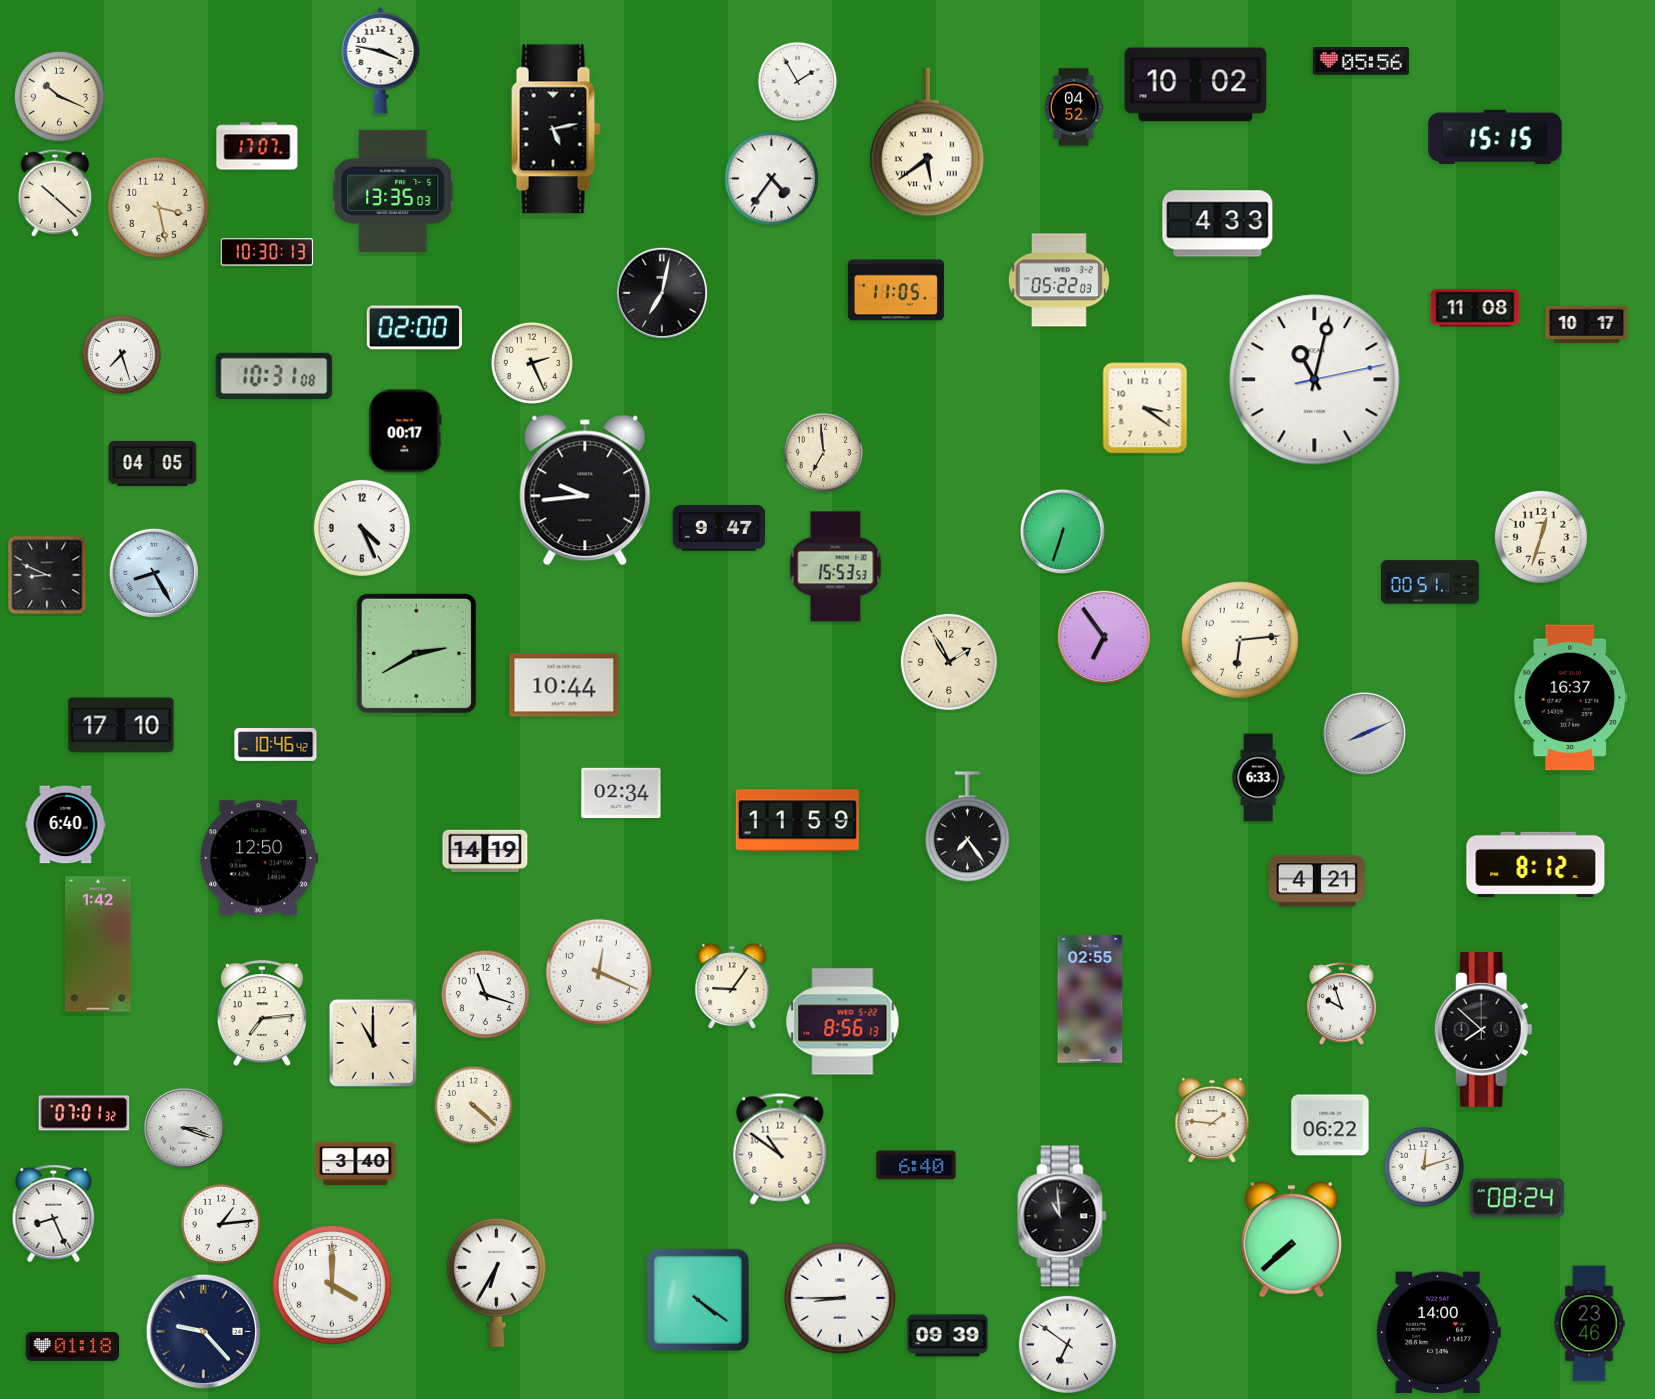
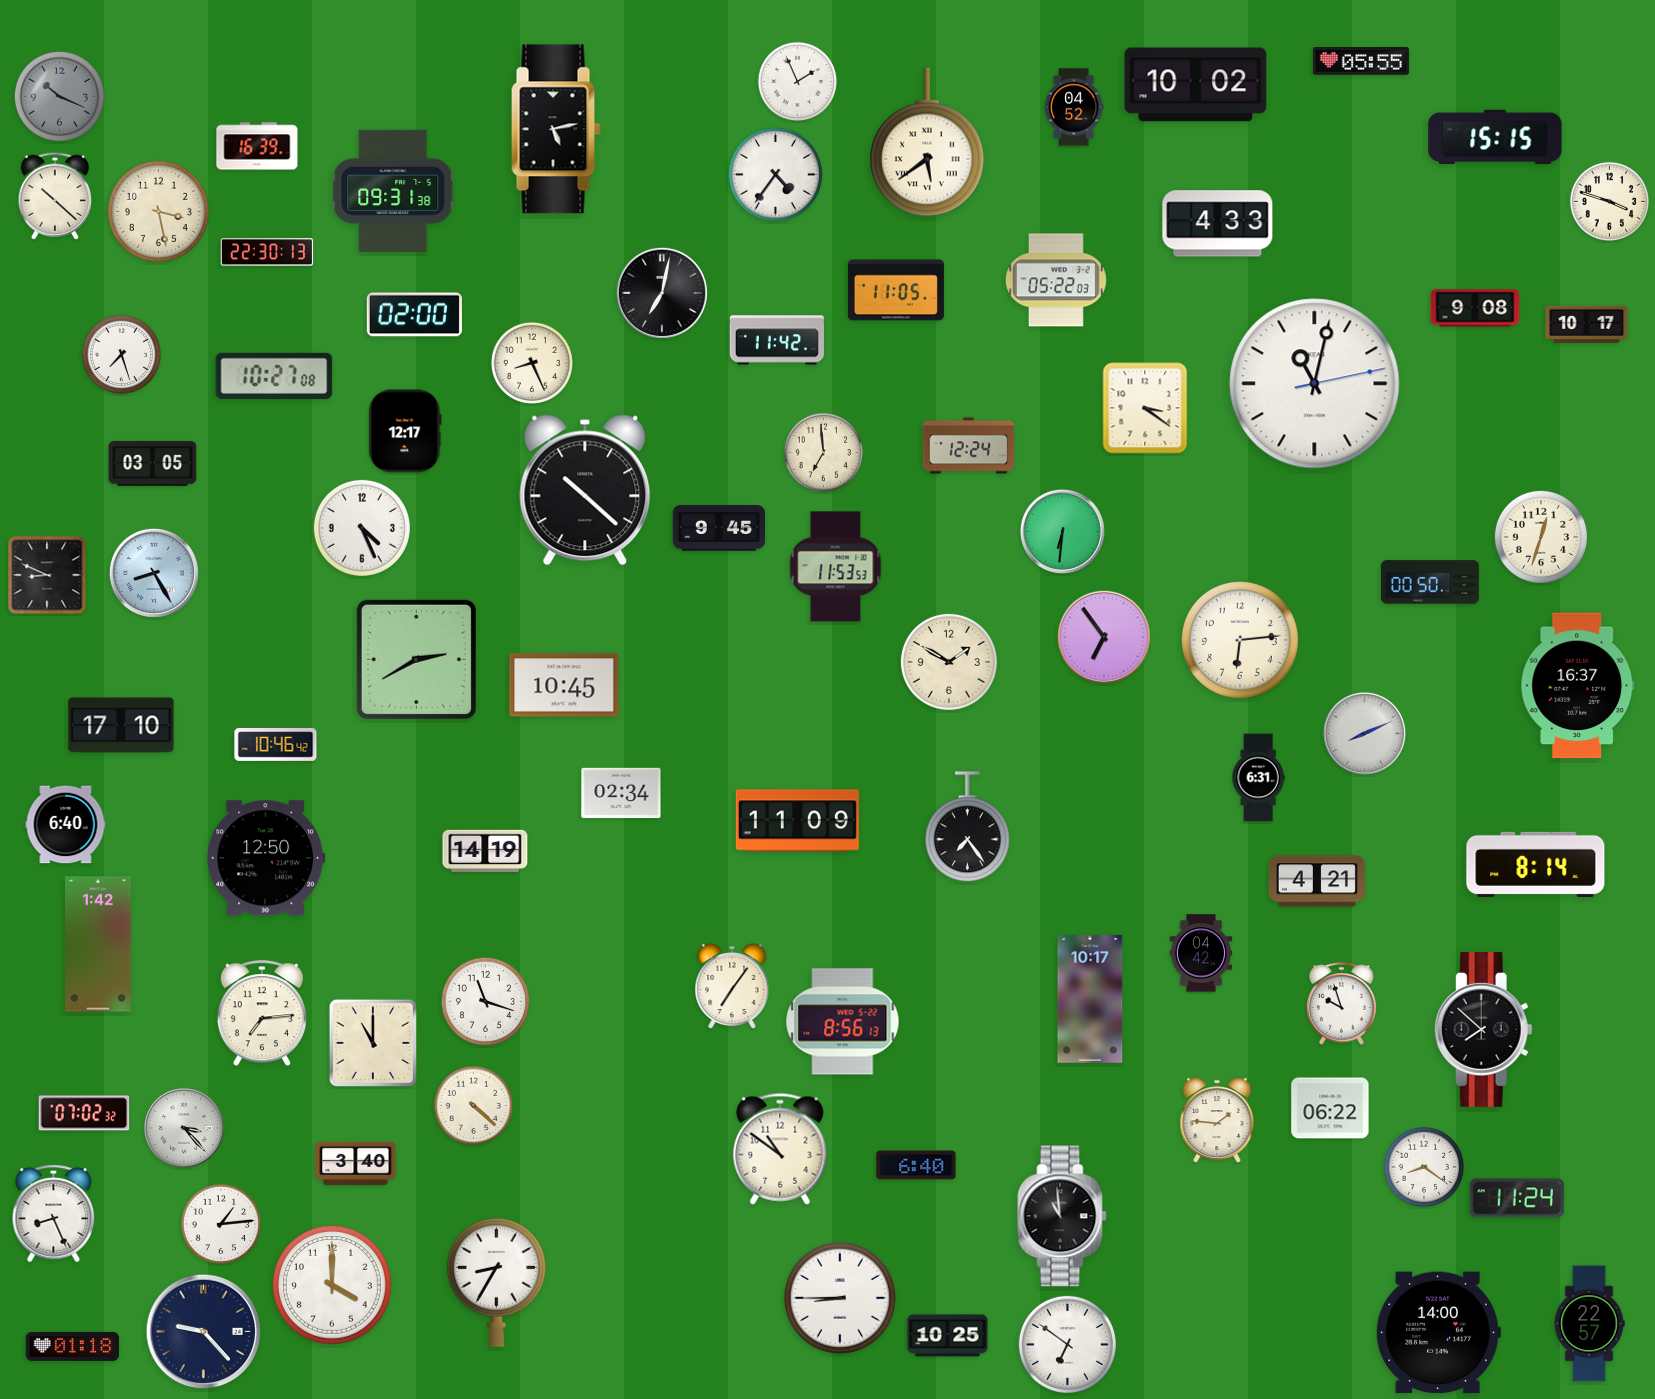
clock at (381, 60): 3:47 -> none
clock at (1361, 62): 05:56 -> 05:55
clock at (798, 82): 1:55 -> 1:56
clock at (59, 96) dial: cream -> grey
clock at (257, 146): 17:07 -> 16:39
clock at (771, 178) position: (771, 178) -> (775, 174)
clock at (393, 191): 13:35 -> 09:31
clock at (55, 193) position: (55, 193) -> (55, 196)
clock at (1610, 202): none -> 3:48
clock at (158, 207) position: (158, 207) -> (158, 211)
clock at (267, 252): 10:30 -> 22:30
clock at (1059, 280) position: (1059, 280) -> (1056, 280)
clock at (1475, 308): 11:08 -> 9:08
clock at (414, 328) position: (414, 328) -> (414, 315)
clock at (777, 340): none -> 11:42
clock at (531, 362): 2:26 -> 8:26
clock at (274, 376): 10:31 -> 10:27
clock at (1315, 380) position: (1315, 380) -> (1315, 384)
clock at (405, 431): 00:17 -> 12:17
clock at (969, 446): none -> 12:24
clock at (153, 463): 04:05 -> 03:05
clock at (585, 490): 9:44 -> 10:22
clock at (719, 528): 9:47 -> 9:45
clock at (1062, 531): 6:33 -> 6:31
clock at (836, 567): 15:53 -> 11:53
clock at (1430, 582): 00:51 -> 00:50
clock at (416, 653) position: (416, 653) -> (416, 659)
clock at (949, 662): 1:55 -> 1:50
clock at (564, 685): 10:44 -> 10:45
clock at (1571, 698) position: (1571, 698) -> (1578, 686)
clock at (1258, 778): 6:33 -> 6:31
clock at (797, 821): 11:59 -> 11:09
clock at (259, 858) position: (259, 858) -> (266, 858)
clock at (1536, 864): 8:12 -> 8:14
clock at (1201, 953): none -> 04:42
clock at (599, 972): 12:19 -> none
clock at (732, 986): 9:06 -> 7:06
clock at (485, 994) position: (485, 994) -> (485, 1001)
clock at (1090, 1000): 02:55 -> 10:17
clock at (84, 1113): 07:01 -> 07:02
clock at (1212, 1120) position: (1212, 1120) -> (1217, 1120)
clock at (1330, 1125) position: (1330, 1125) -> (1330, 1108)
clock at (184, 1128): 3:18 -> 3:23
clock at (1424, 1167): 12:12 -> 8:21
clock at (1517, 1198): 08:24 -> 11:24
clock at (1291, 1240): 7:38 -> none
clock at (496, 1283): 6:35 -> 8:35
clock at (698, 1300): 4:21 -> none
clock at (1589, 1324): 23:46 -> 22:57
clock at (948, 1336): 09:39 -> 10:25
